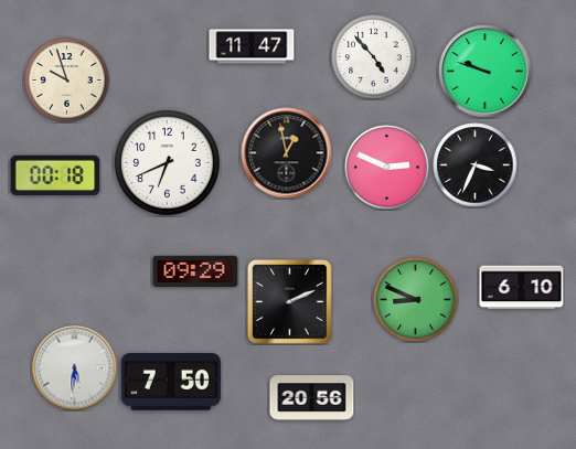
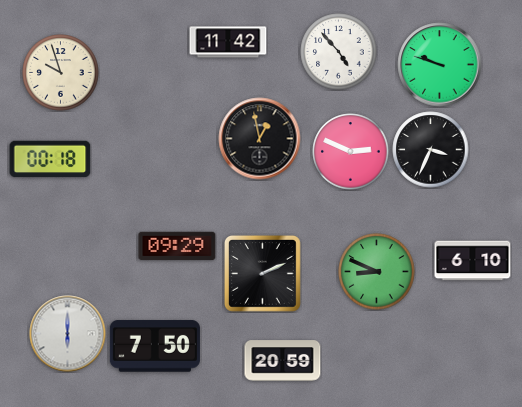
clock at (252, 46): 11:47 -> 11:42
clock at (168, 163): 6:41 -> none
clock at (75, 368): 5:31 -> 6:00
clock at (312, 398): 20:56 -> 20:59
